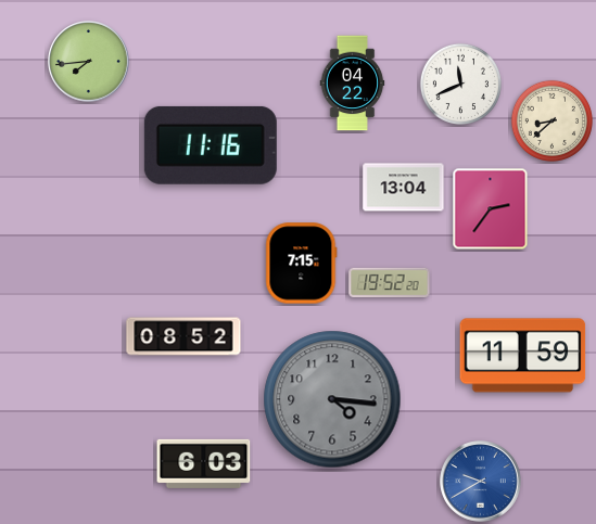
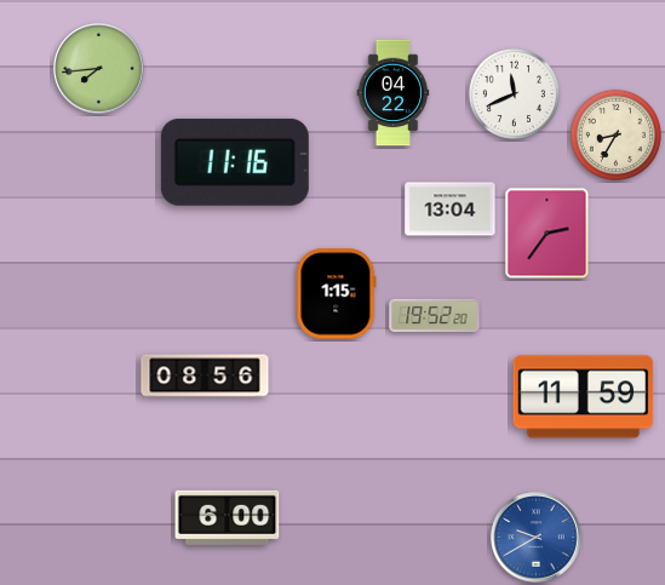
clock at (551, 120): 8:38 -> 8:35
clock at (302, 264): 7:15 -> 1:15
clock at (183, 336): 08:52 -> 08:56
clock at (332, 399): 4:16 -> none
clock at (204, 463): 6:03 -> 6:00
